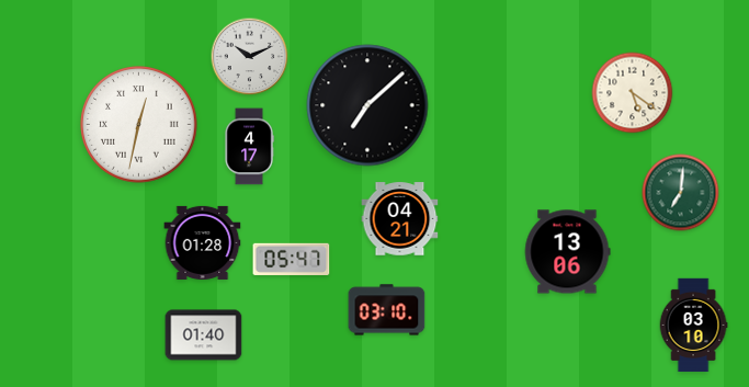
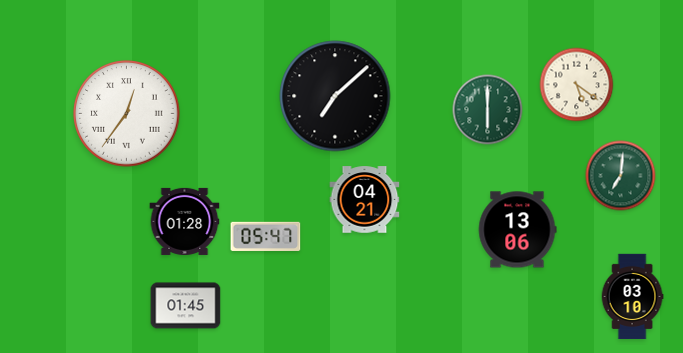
clock at (250, 57): 10:11 -> none
clock at (488, 110): none -> 6:00
clock at (139, 125): 12:32 -> 12:36
clock at (249, 147): 4:17 -> none
clock at (387, 310): 03:10 -> none
clock at (204, 335): 01:40 -> 01:45
